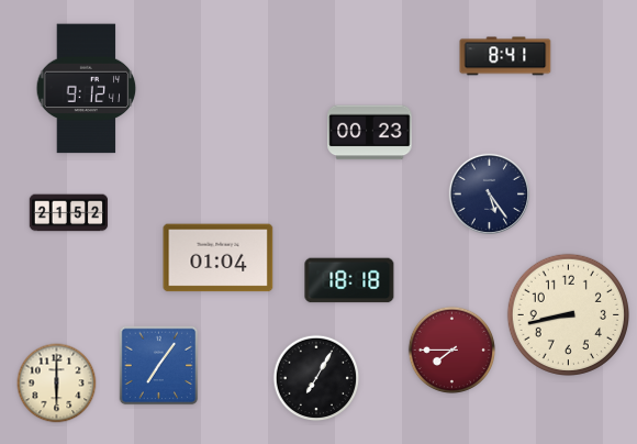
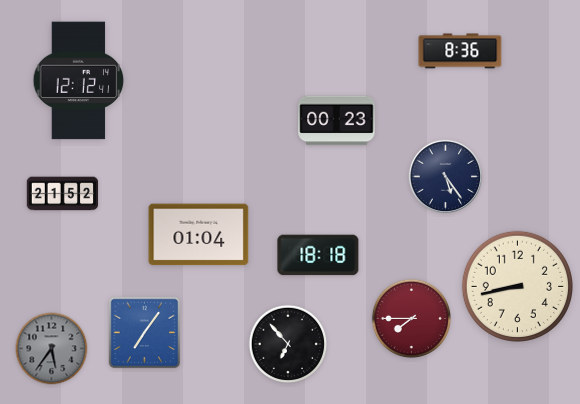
clock at (505, 56): 8:41 -> 8:36
clock at (87, 89): 9:12 -> 12:12
clock at (316, 378): 7:05 -> 6:53
clock at (57, 384): 6:00 -> 5:36
clock at (57, 384) dial: cream -> grey
